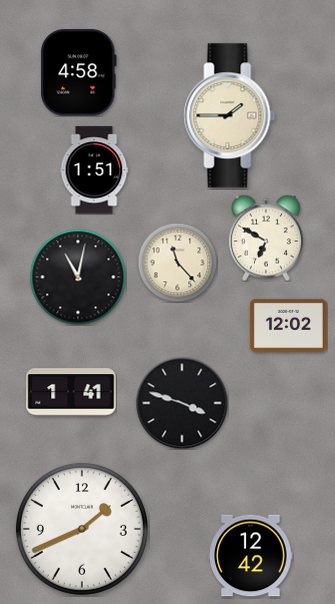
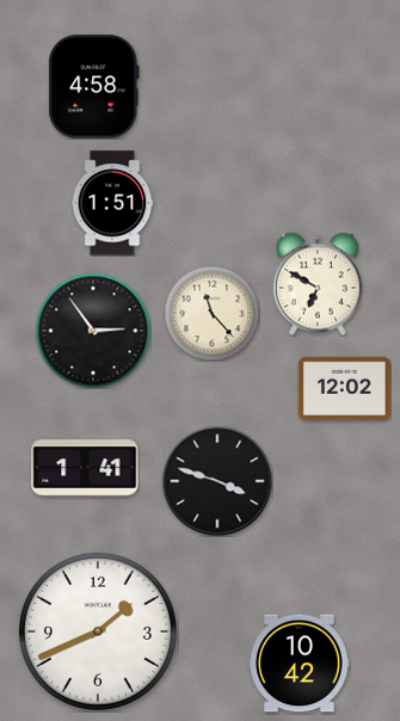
clock at (230, 116): 1:45 -> none
clock at (78, 277): 11:02 -> 2:54
clock at (251, 556): 12:42 -> 10:42
